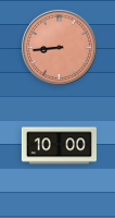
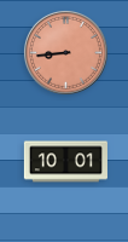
clock at (59, 146): 10:00 -> 10:01
